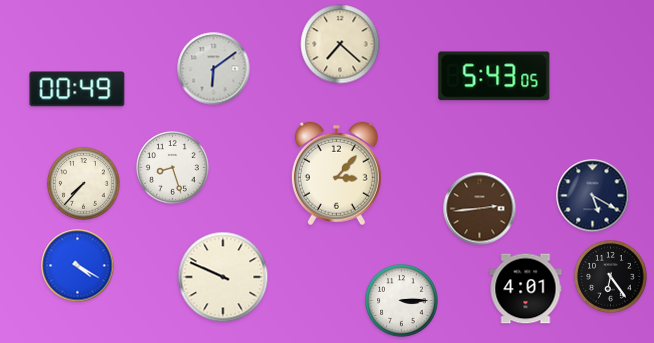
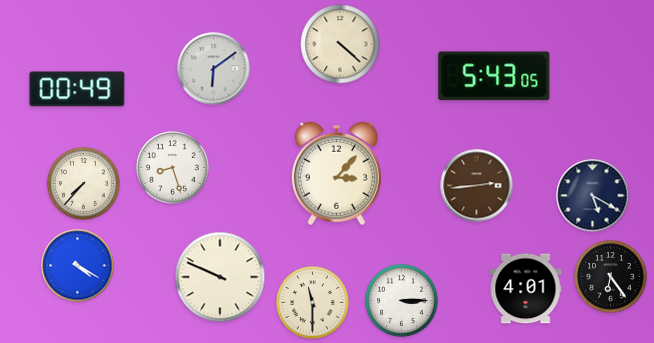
clock at (340, 44): 7:22 -> 4:22
clock at (480, 209) position: (480, 209) -> (477, 186)
clock at (223, 277) position: (223, 277) -> (220, 277)
clock at (313, 303): none -> 11:30
